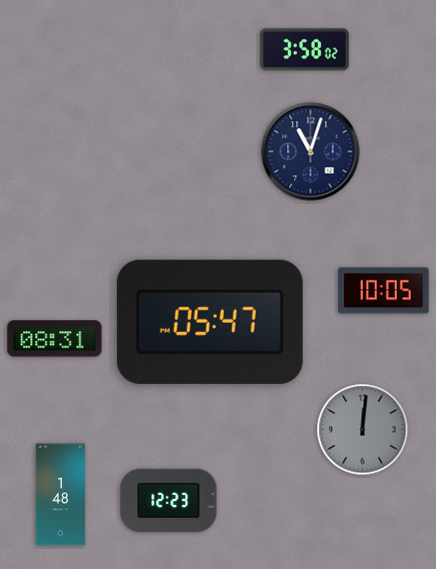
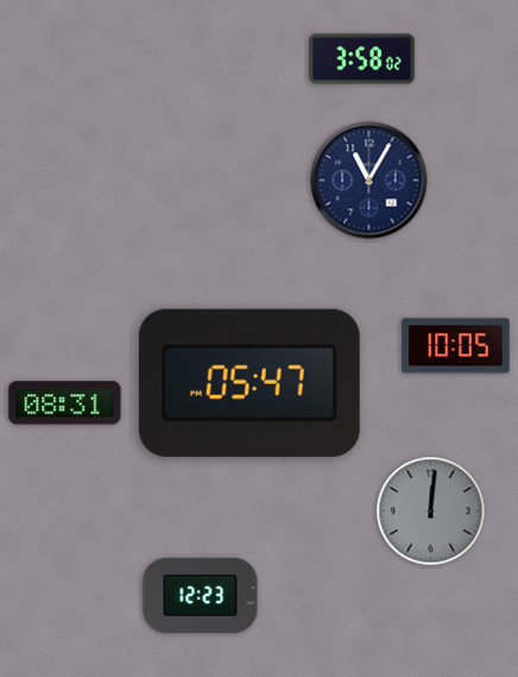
clock at (311, 152): 11:03 -> 11:05
clock at (61, 495): 1:48 -> none
